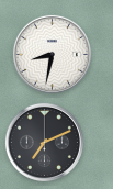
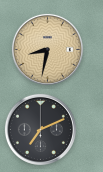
clock at (52, 54) dial: white -> champagne
